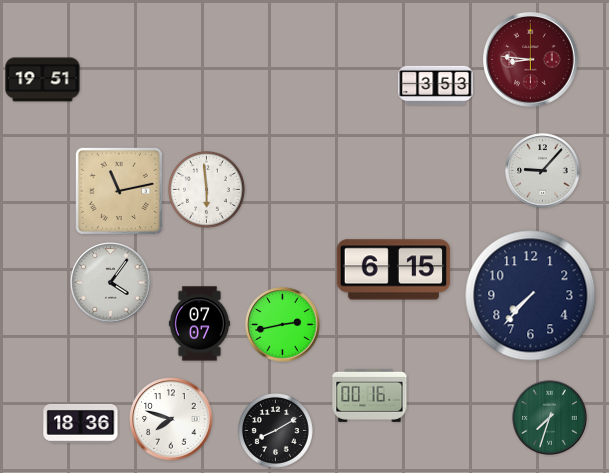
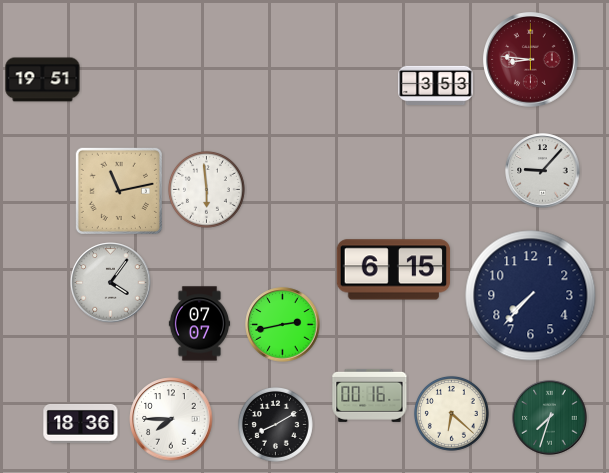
clock at (451, 413): none -> 6:22
clock at (171, 419): 7:48 -> 7:45
clock at (275, 430) position: (275, 430) -> (275, 424)
